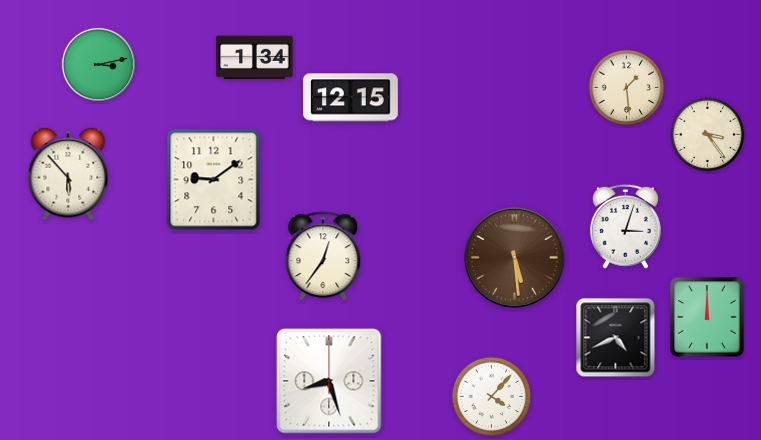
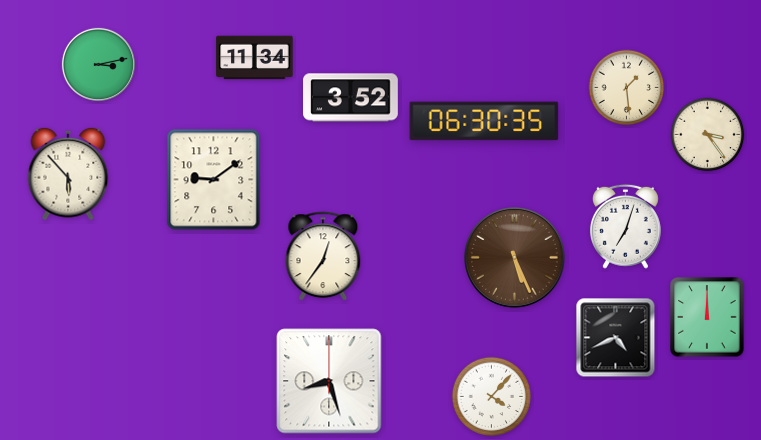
clock at (255, 58): 1:34 -> 11:34
clock at (351, 98): 12:15 -> 3:52
clock at (484, 121): none -> 06:30
clock at (625, 226): 3:03 -> 7:03
clock at (515, 258): 5:29 -> 5:26
